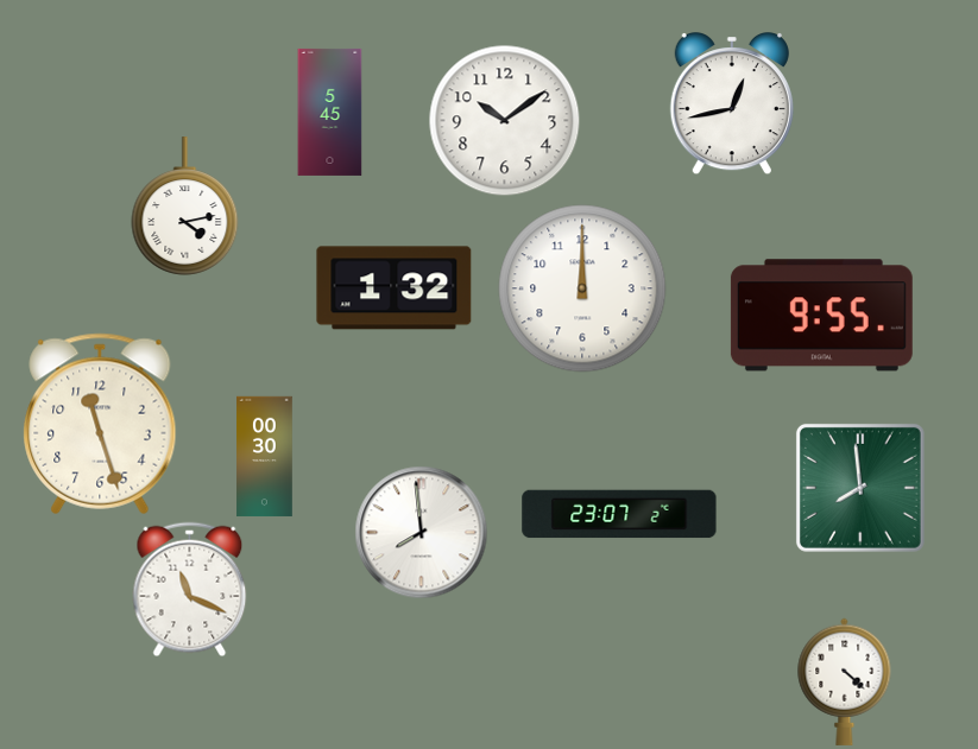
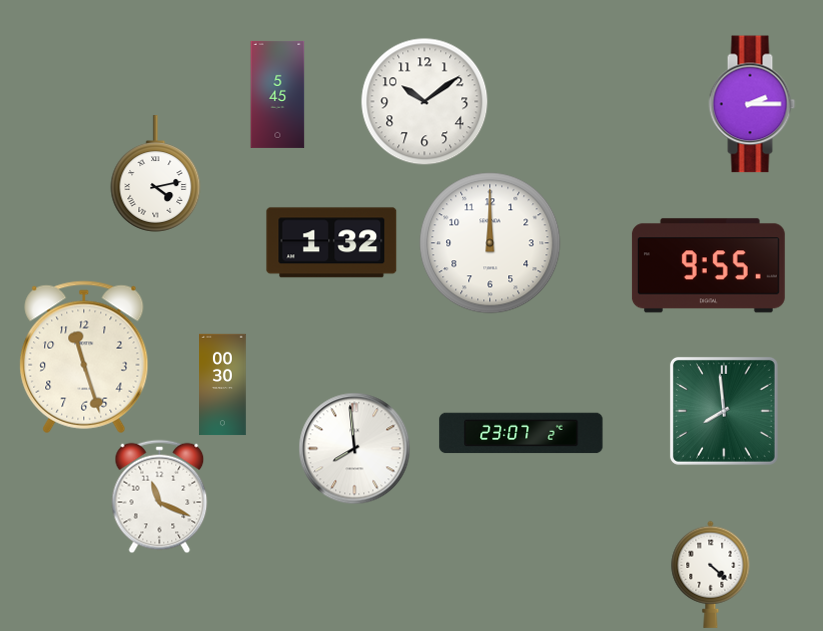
clock at (732, 104): 12:43 -> none
clock at (752, 104): none -> 2:15
clock at (821, 316) position: (821, 316) -> (708, 266)
